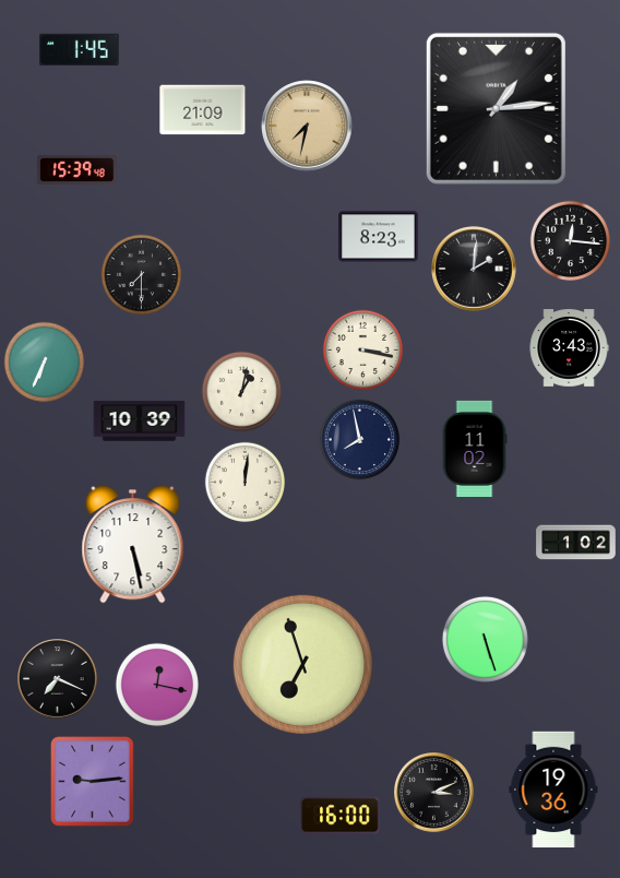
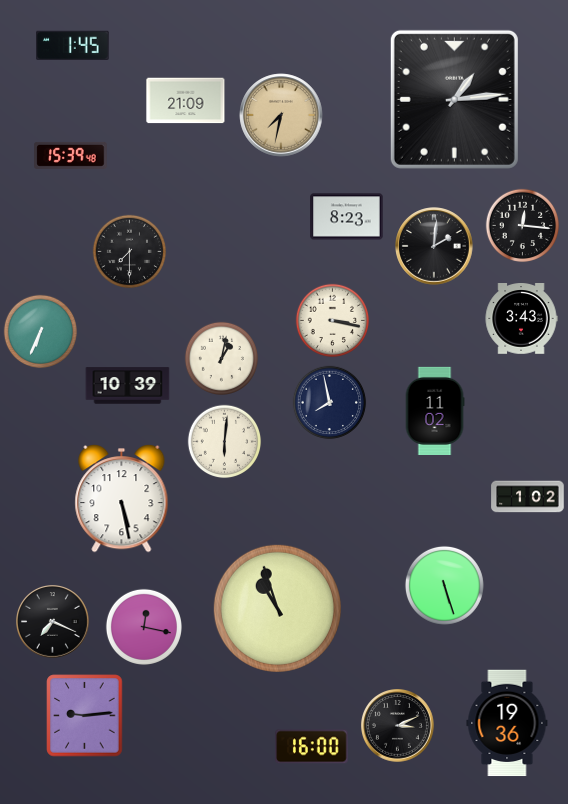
clock at (571, 241) position: (571, 241) -> (523, 226)
clock at (246, 483): 12:01 -> 6:01
clock at (302, 664): 6:57 -> 10:57
